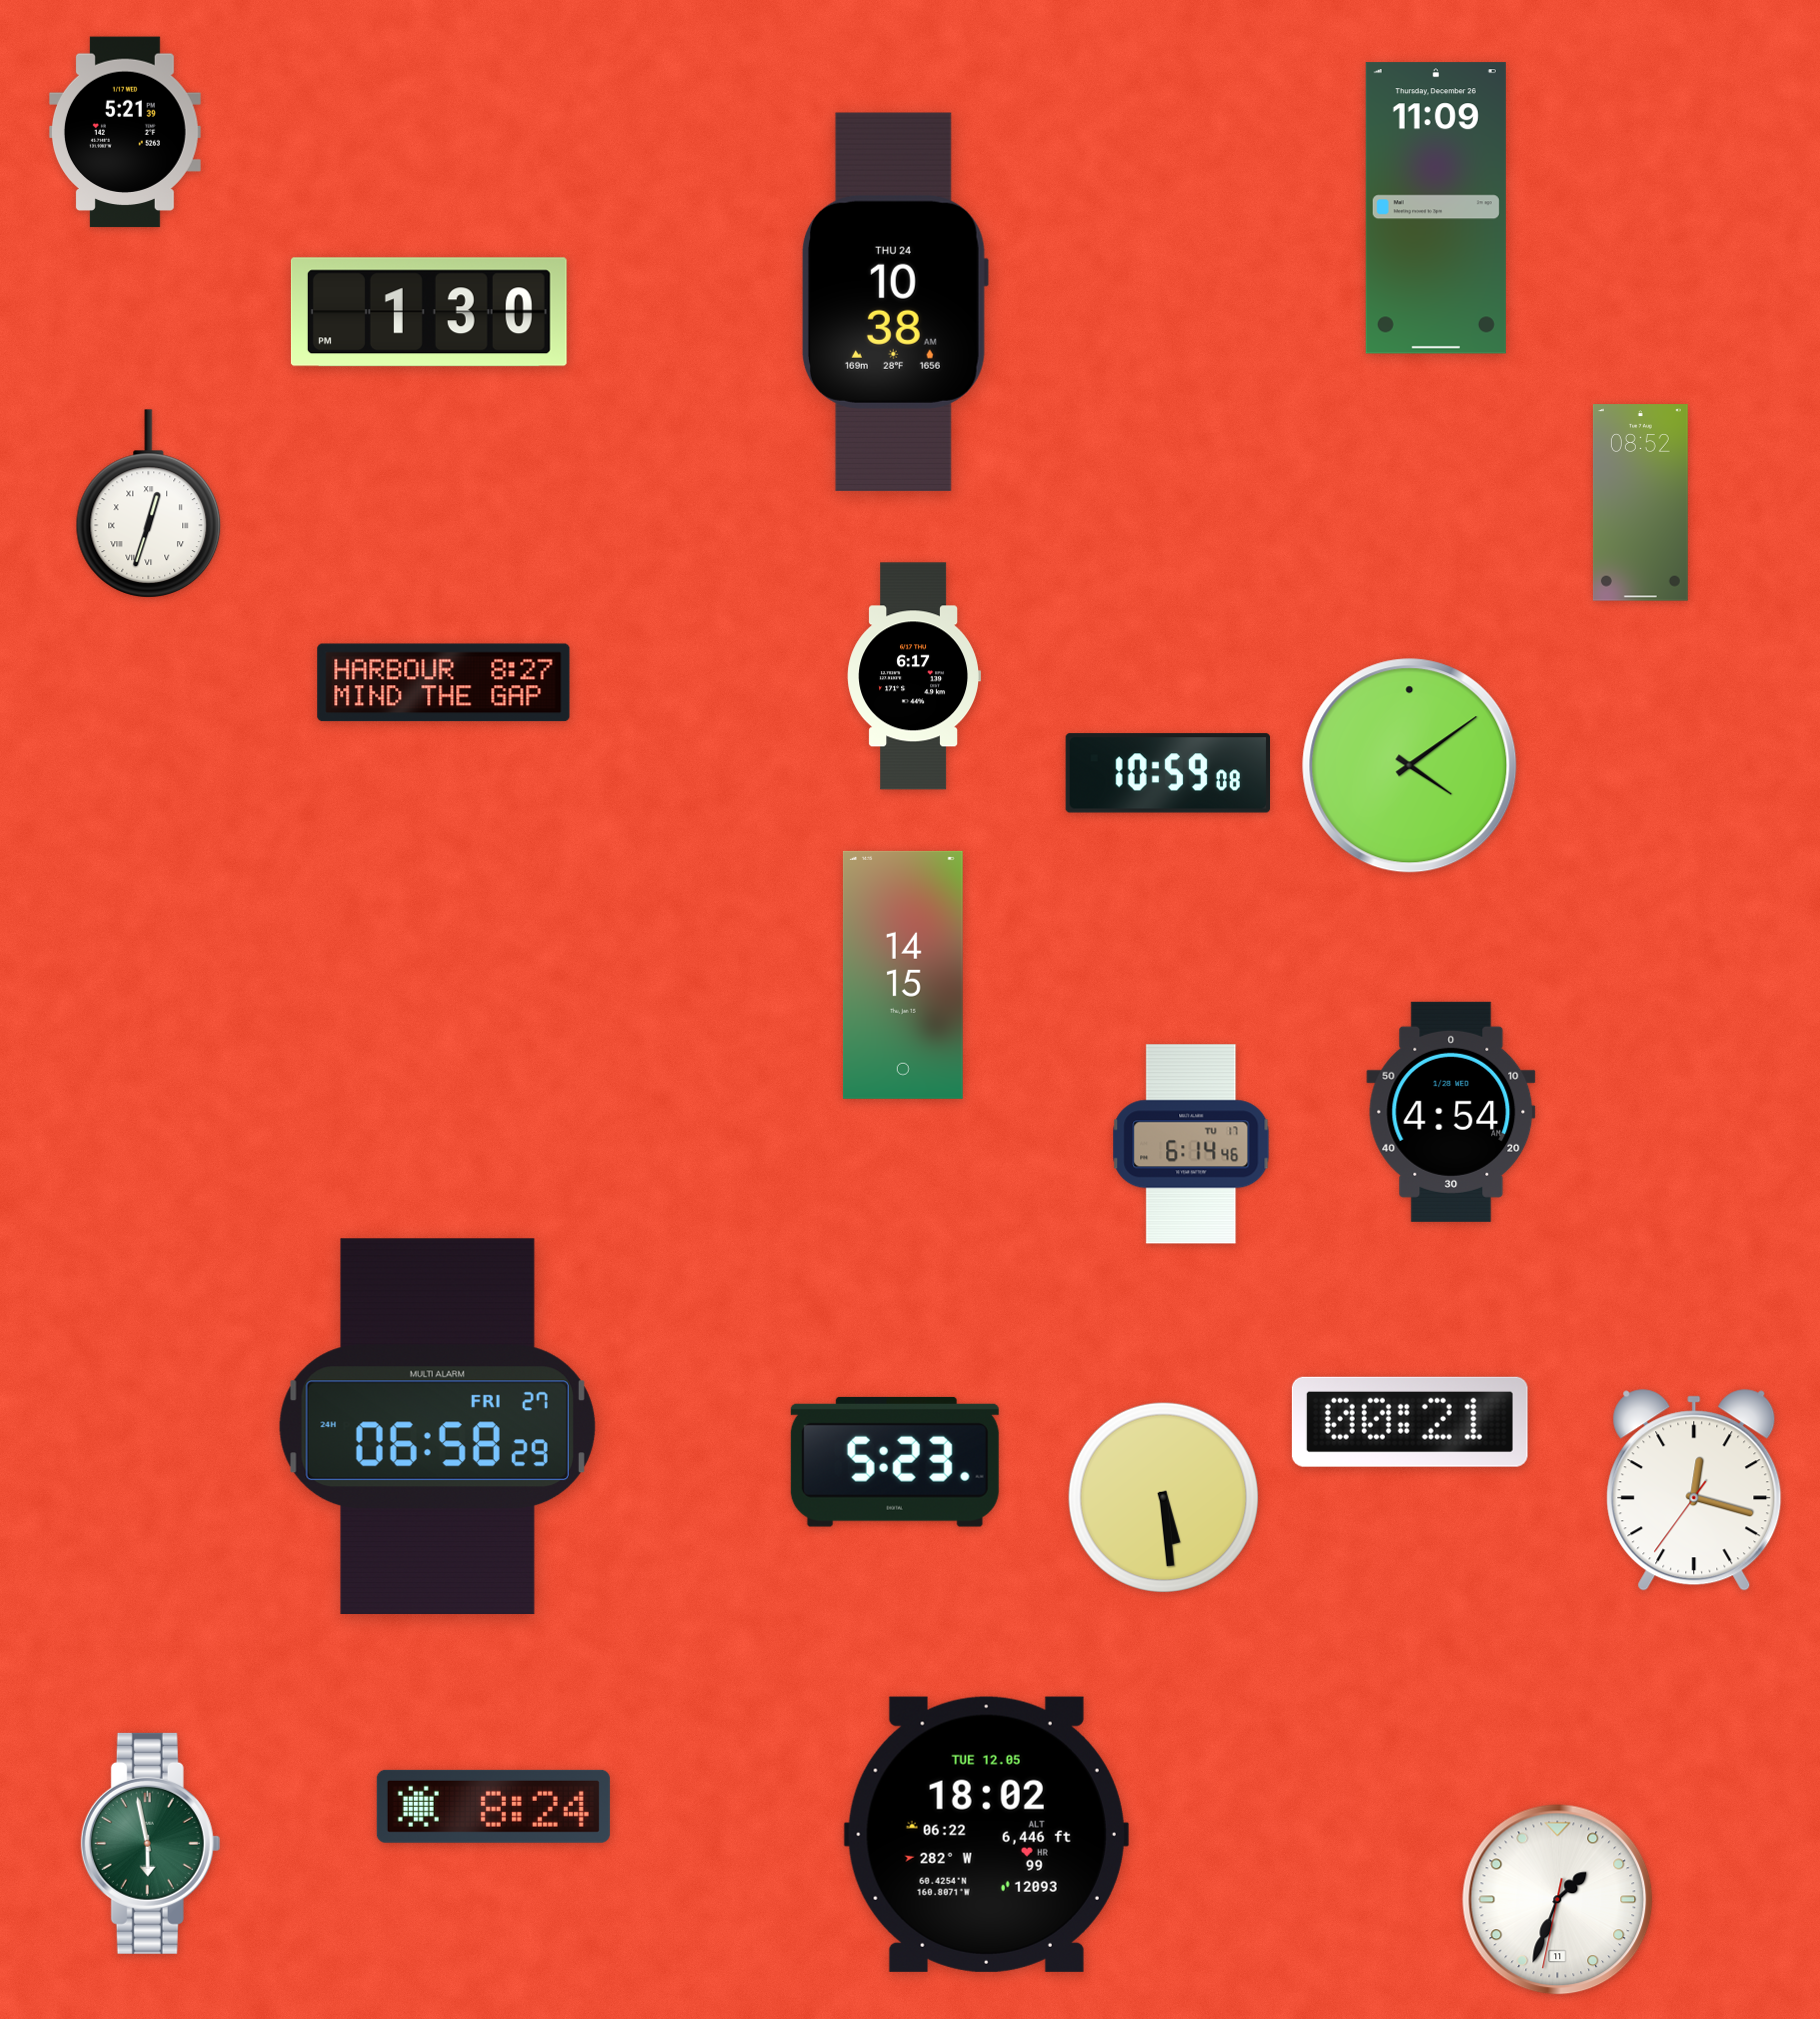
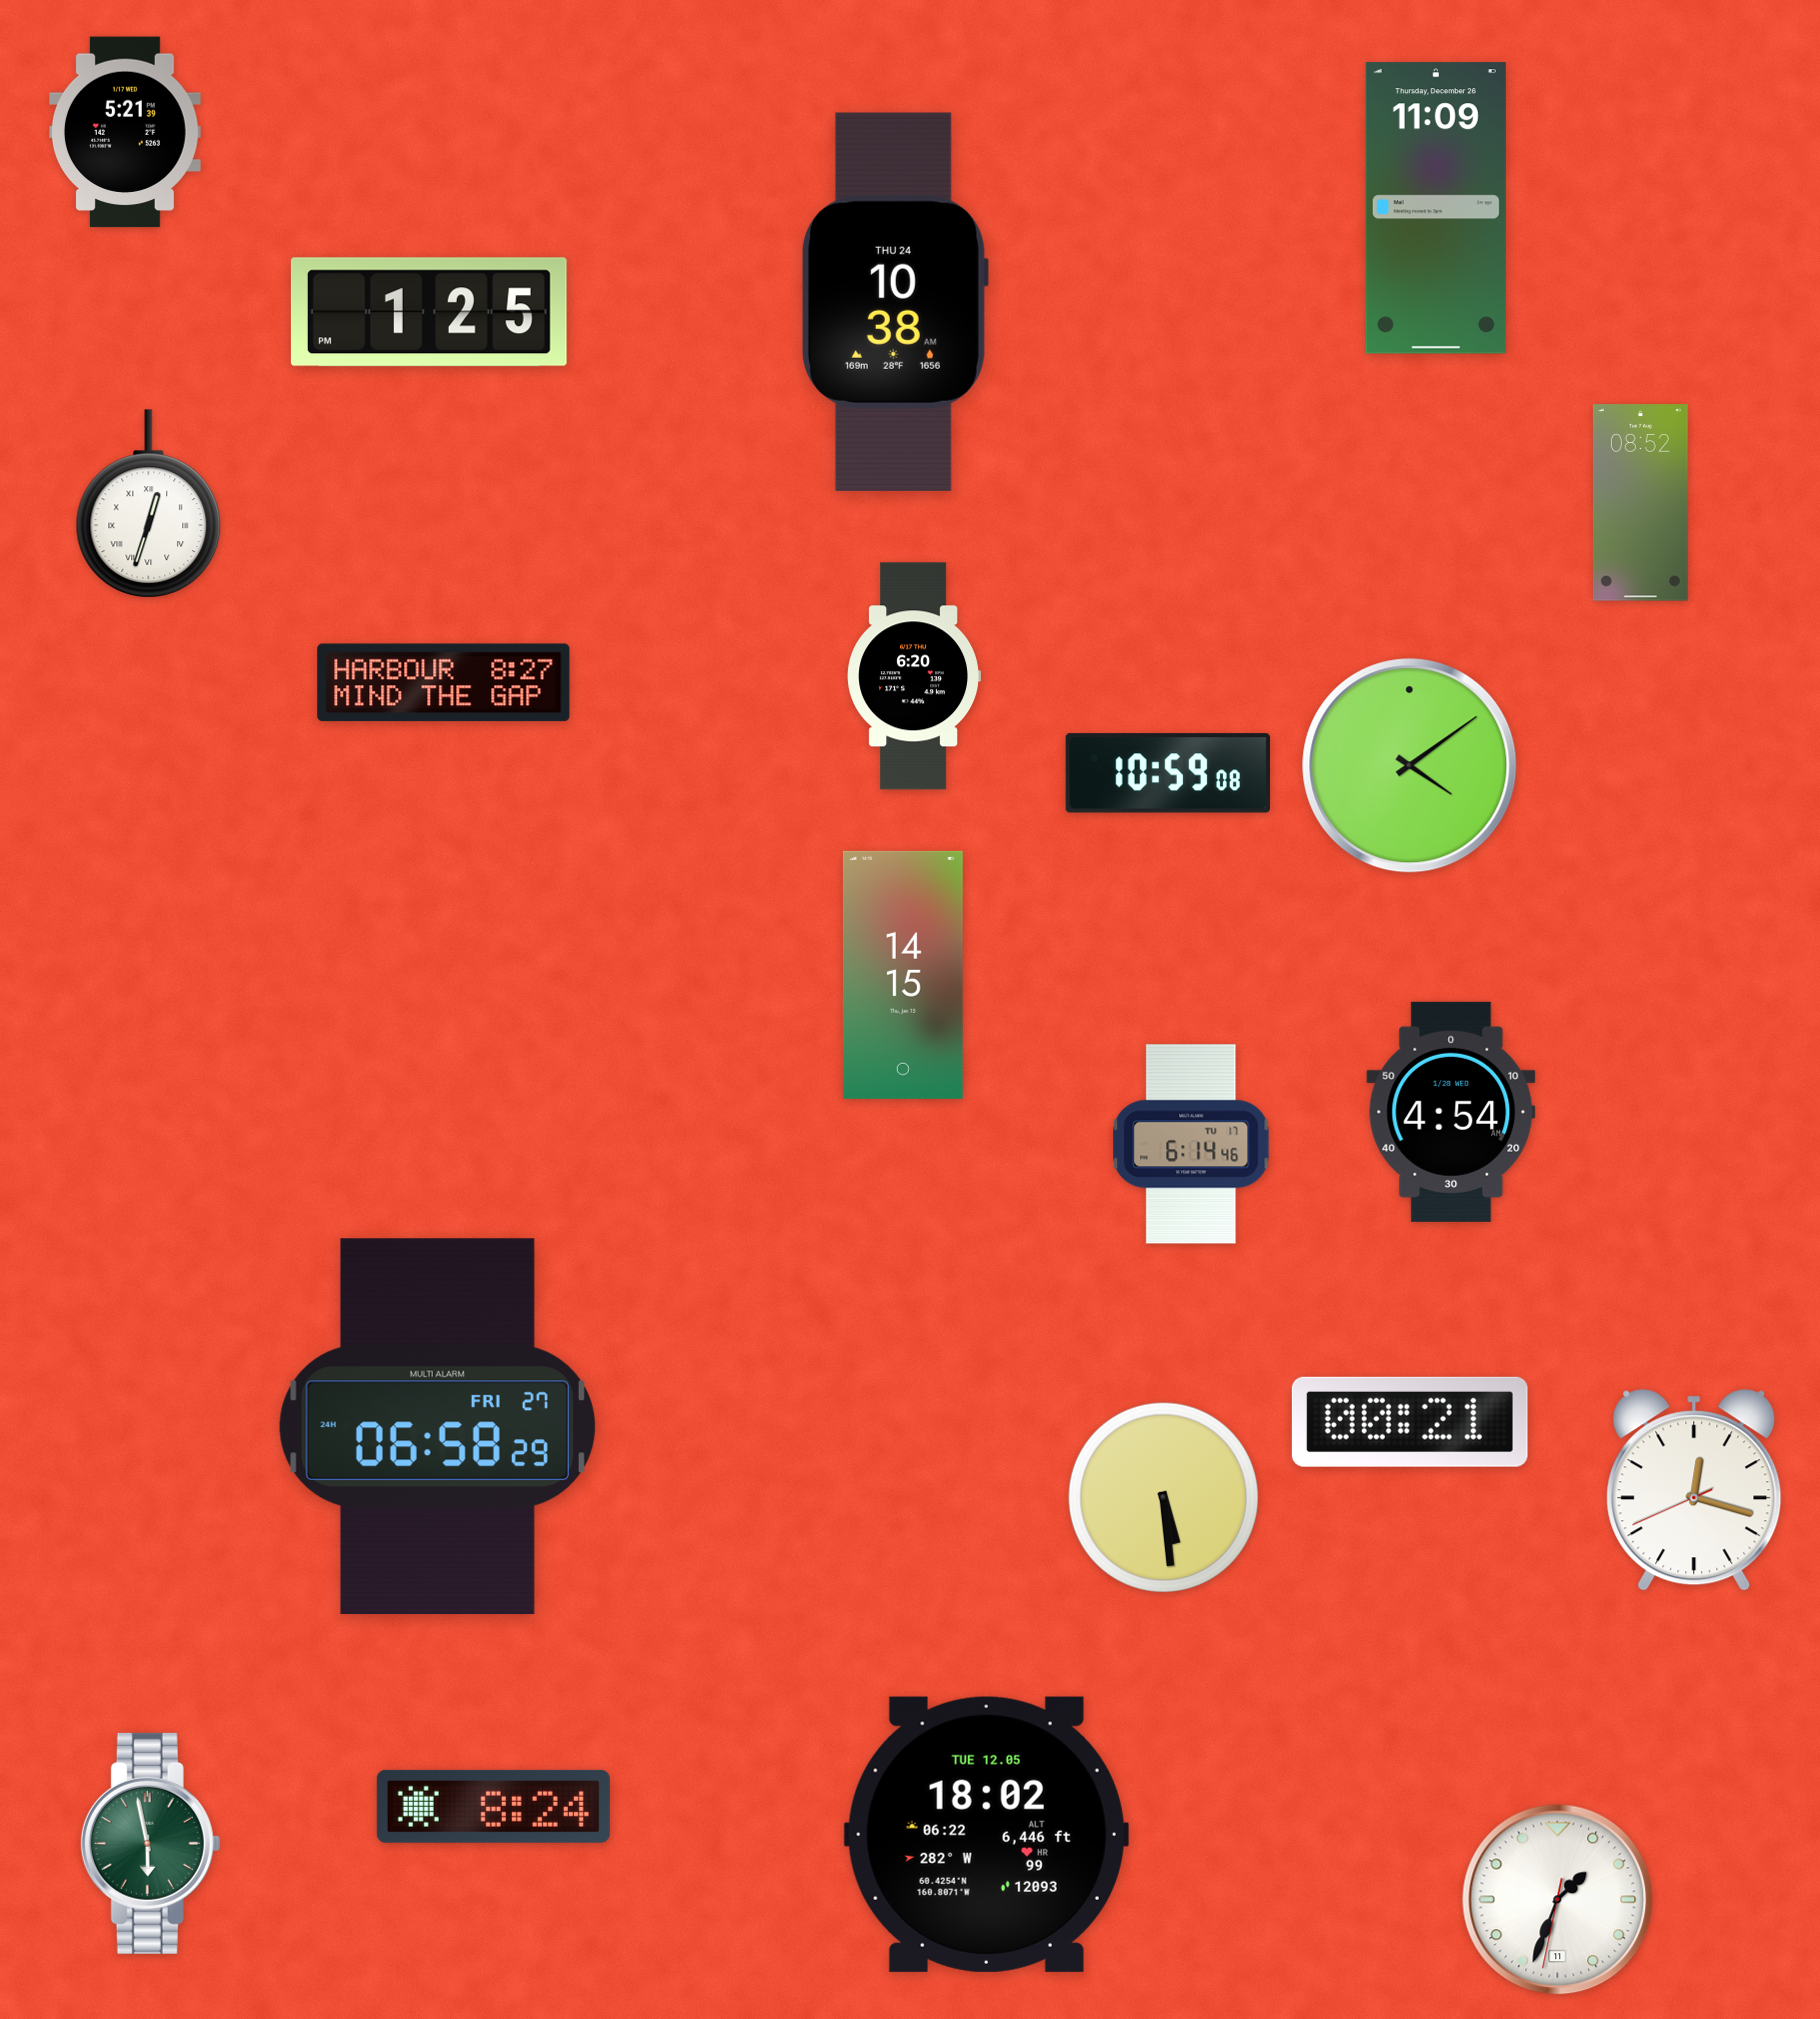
clock at (429, 312): 1:30 -> 1:25
clock at (913, 676): 6:17 -> 6:20
clock at (895, 1462): 5:23 -> none
clock at (1694, 1490): 12:17:36 -> 12:17:41
